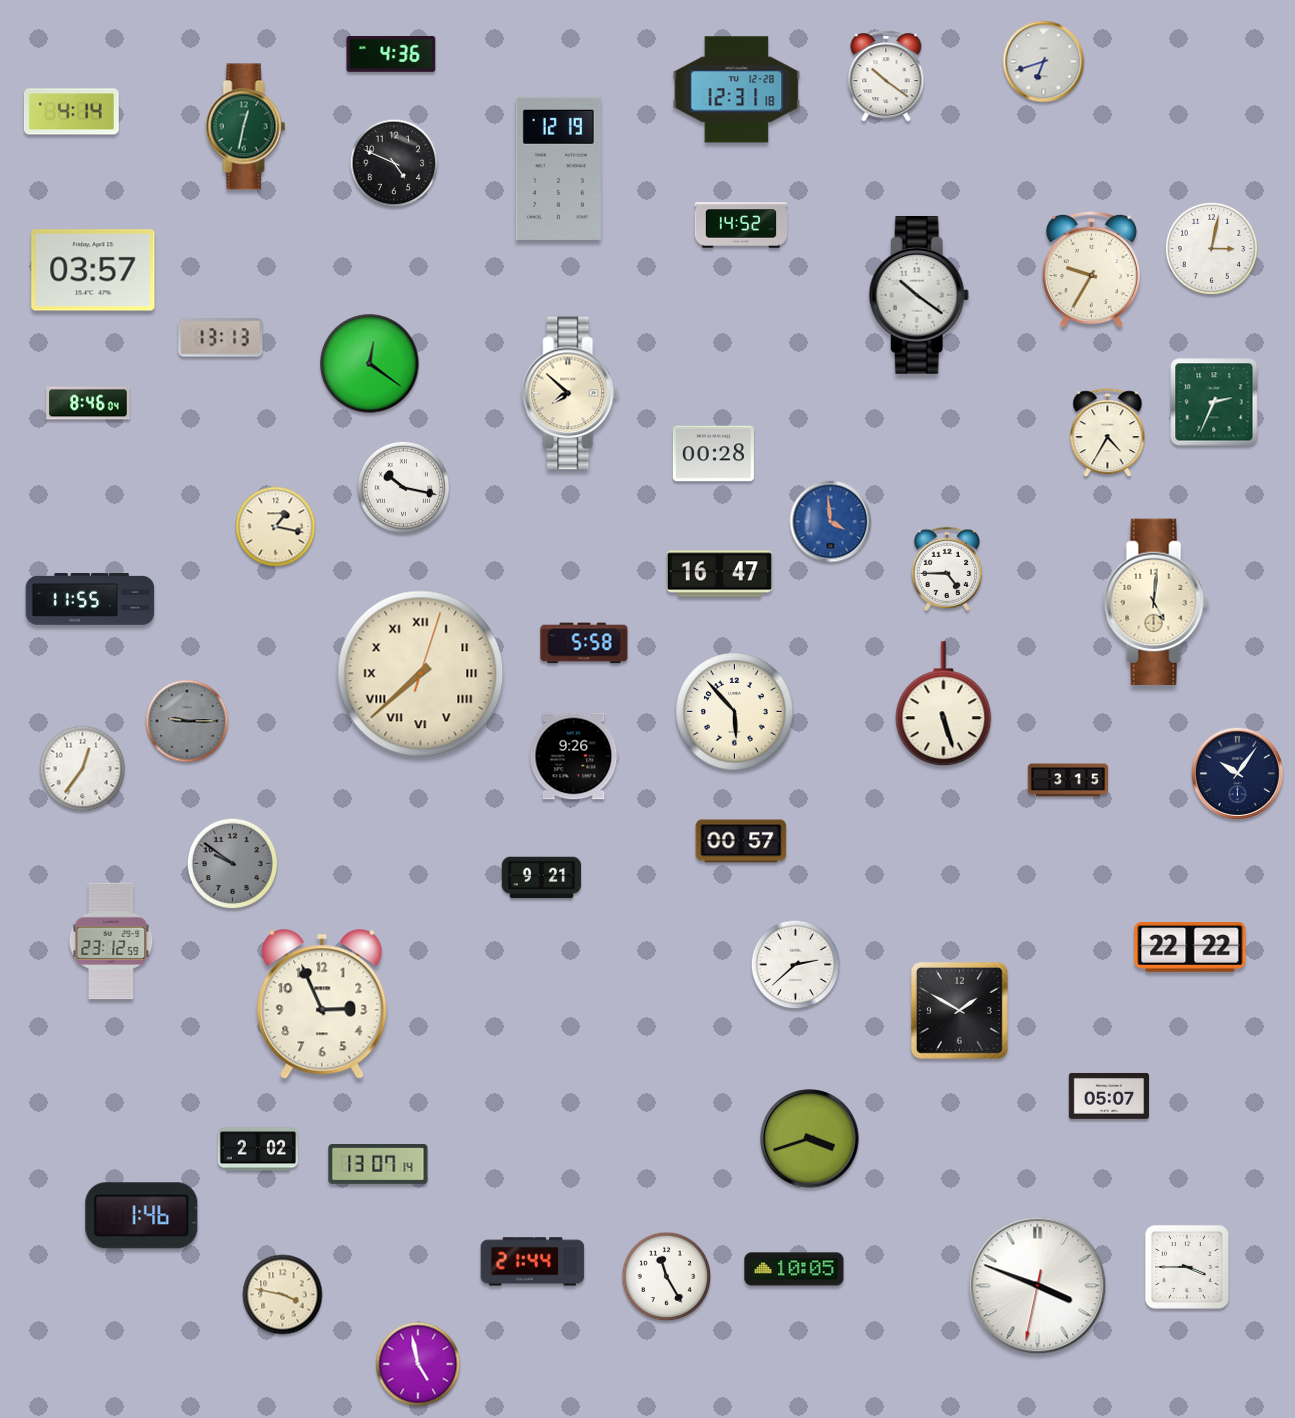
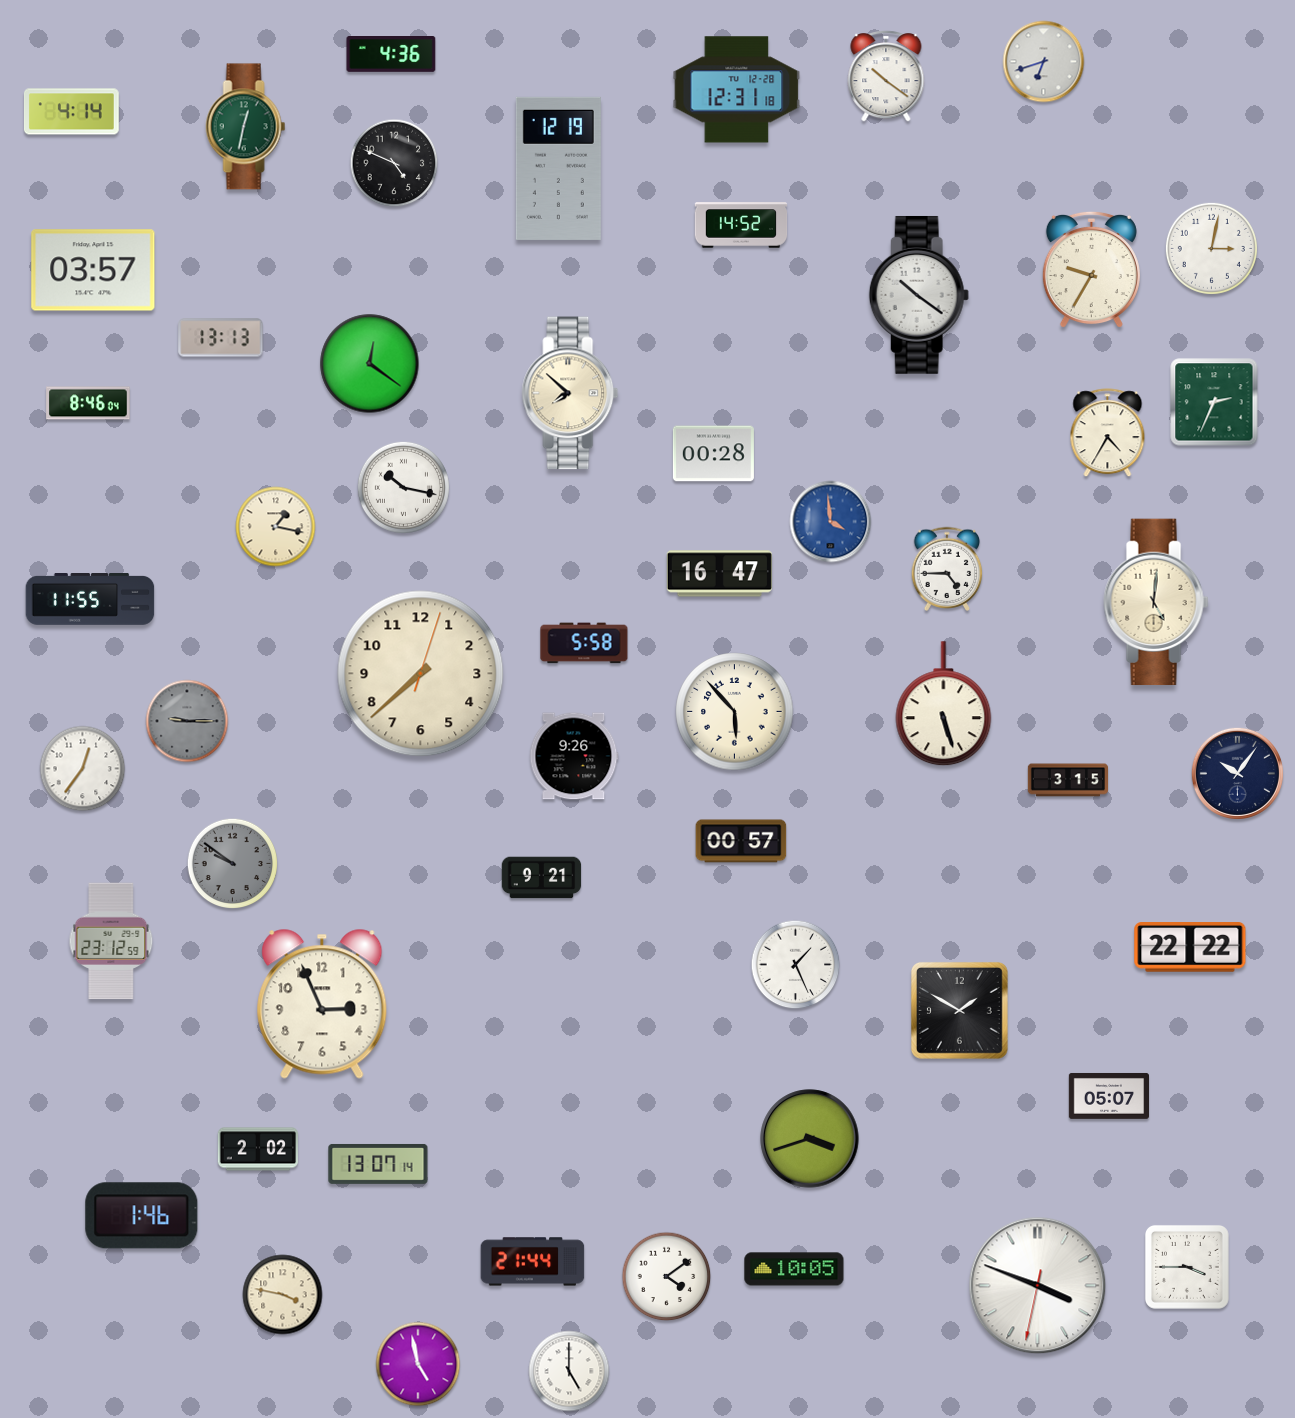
clock at (421, 674) numerals: Roman -> Arabic
clock at (796, 965): 2:38 -> 1:26
clock at (667, 1277): 11:25 -> 4:09
clock at (569, 1371): none -> 5:00
